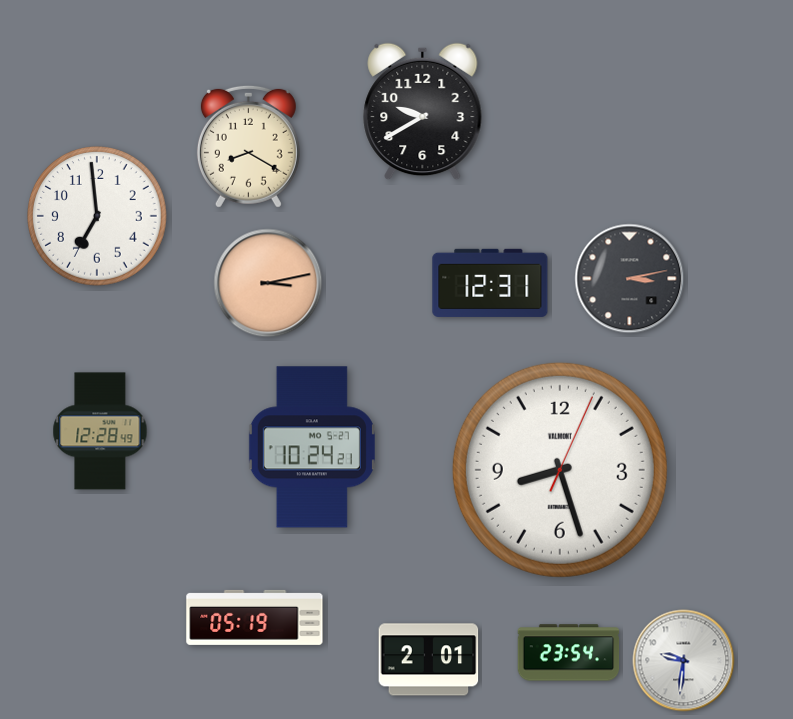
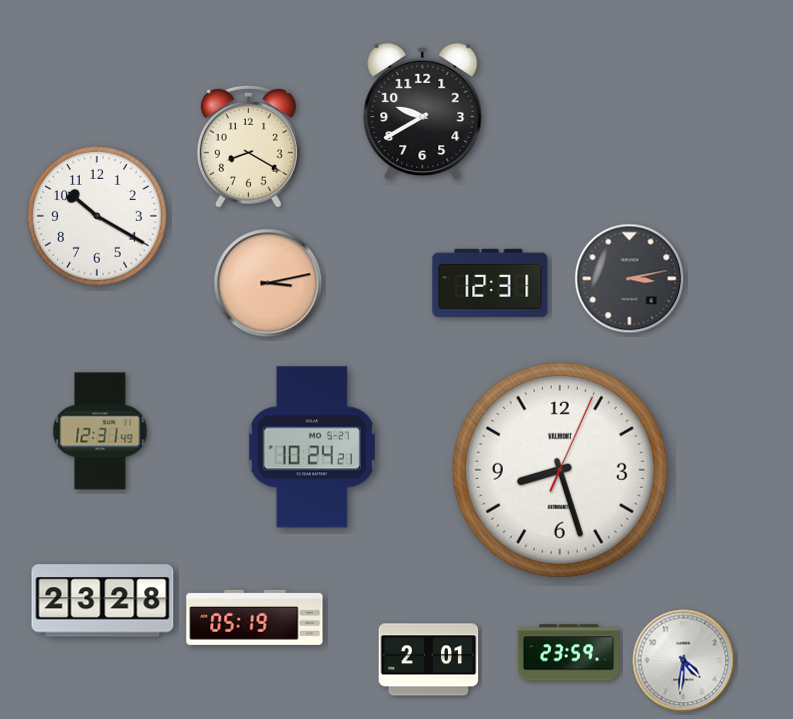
clock at (98, 217): 6:59 -> 10:20
clock at (100, 431): 12:28 -> 12:31
clock at (103, 601): none -> 23:28
clock at (569, 653): 23:54 -> 23:59
clock at (684, 661): 9:31 -> 4:31
